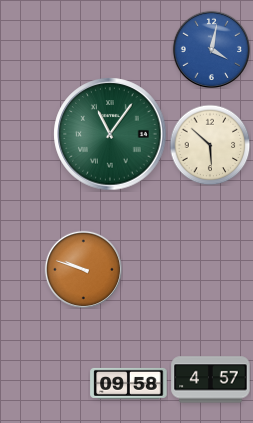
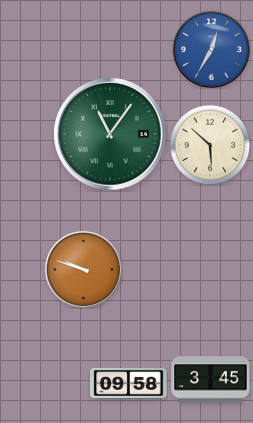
clock at (211, 49): 4:02 -> 12:35
clock at (211, 380): 4:57 -> 3:45
